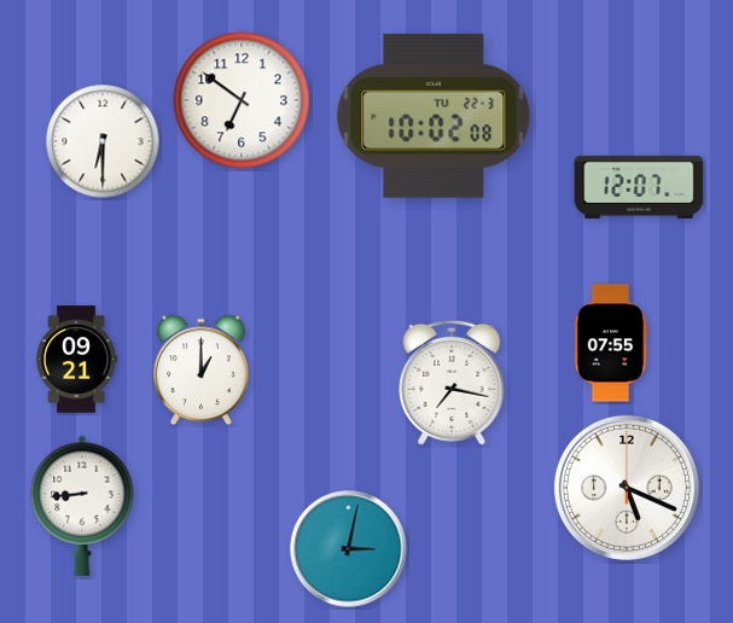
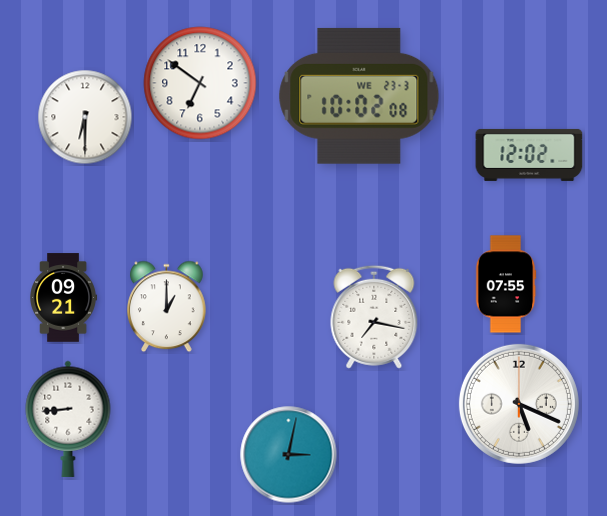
clock at (434, 116) date: TU 22-3 -> WE 23-3
clock at (639, 187): 12:07 -> 12:02
